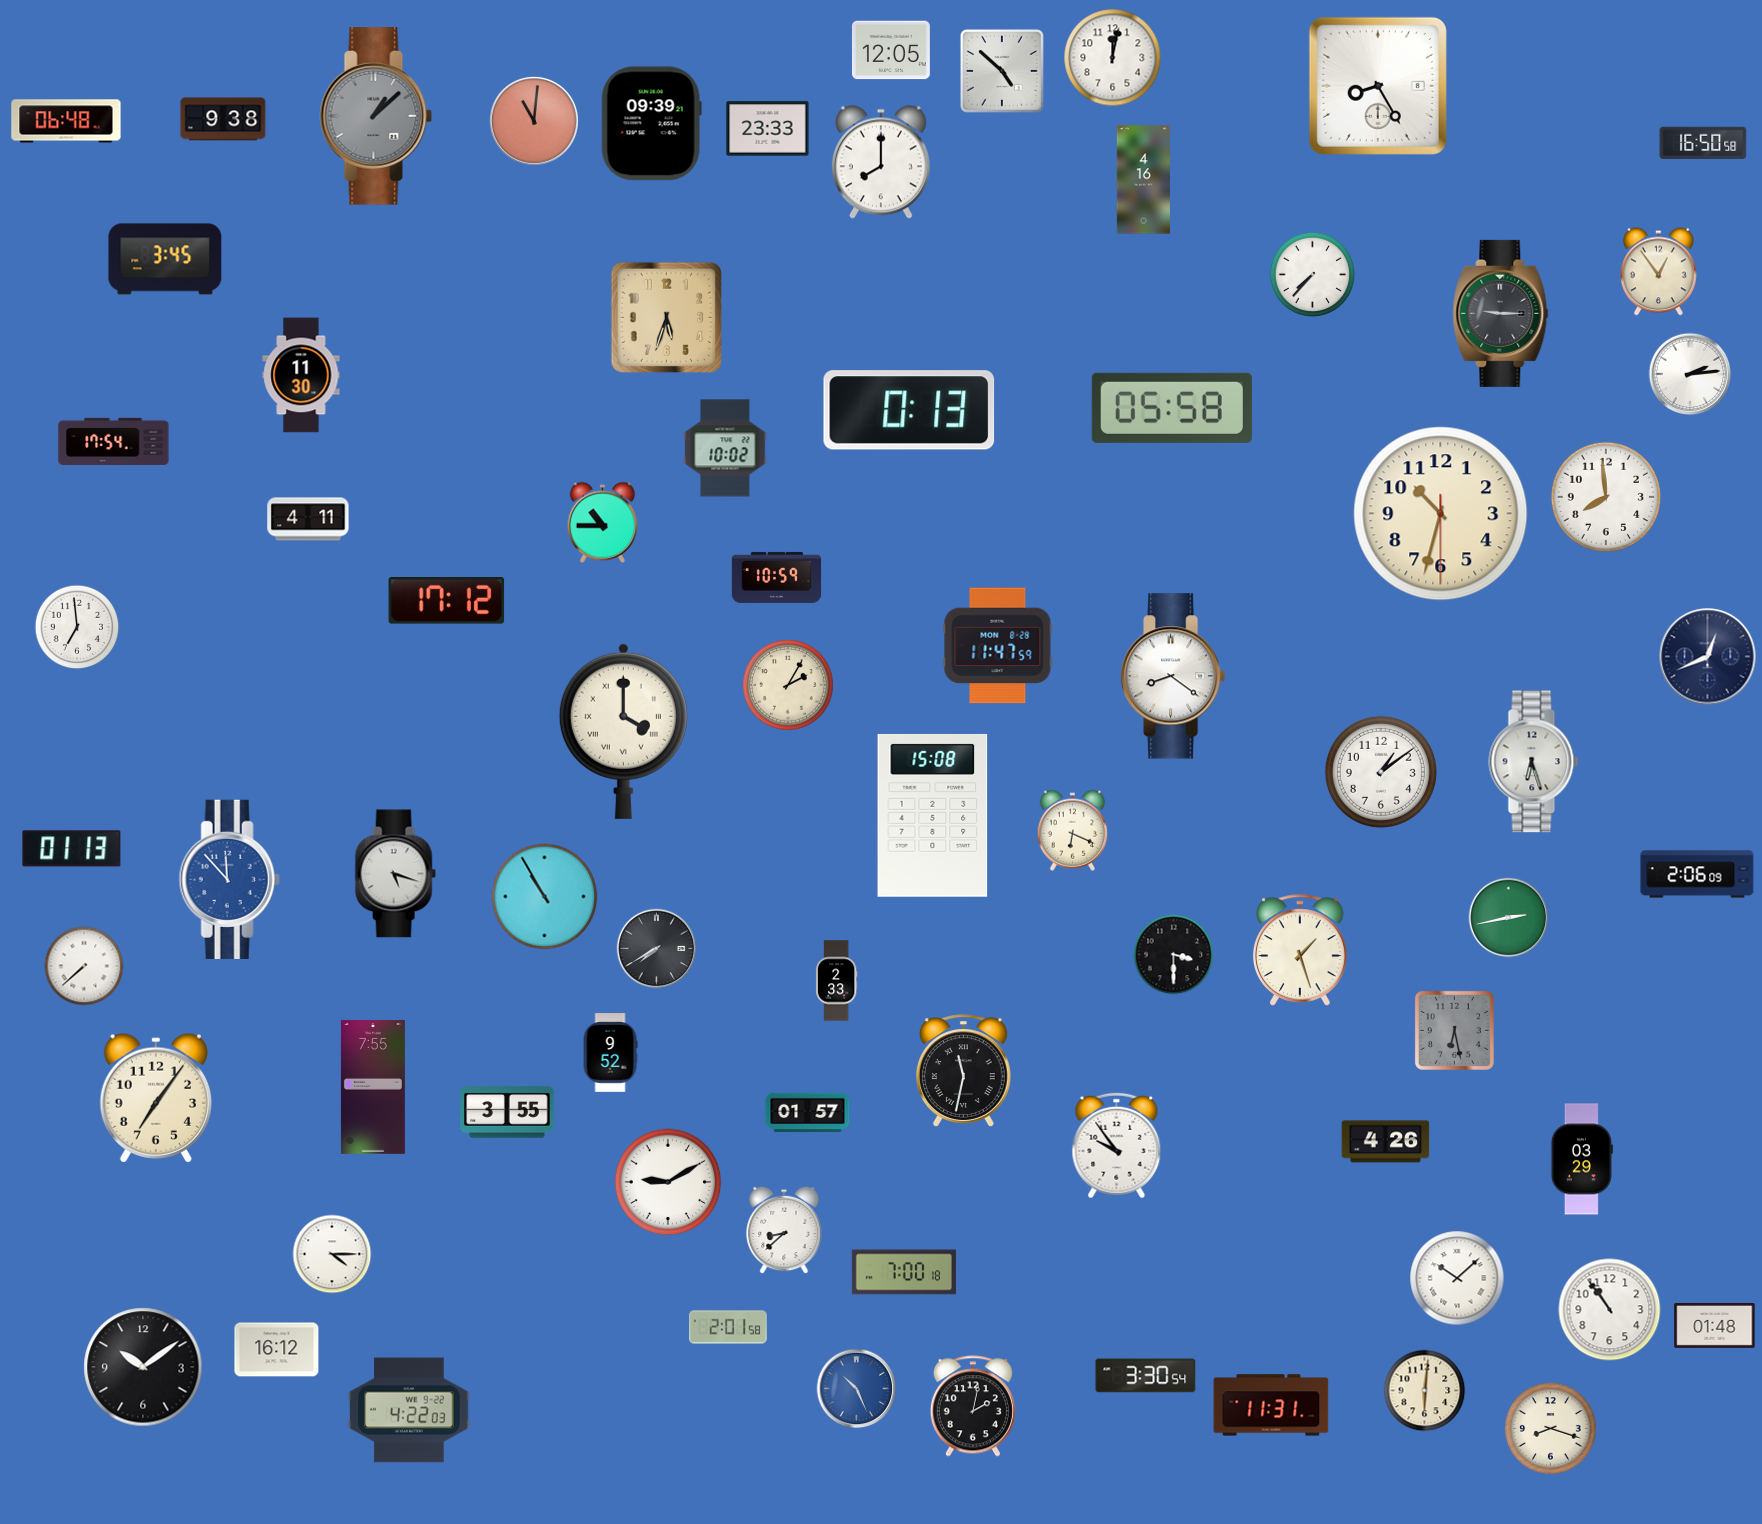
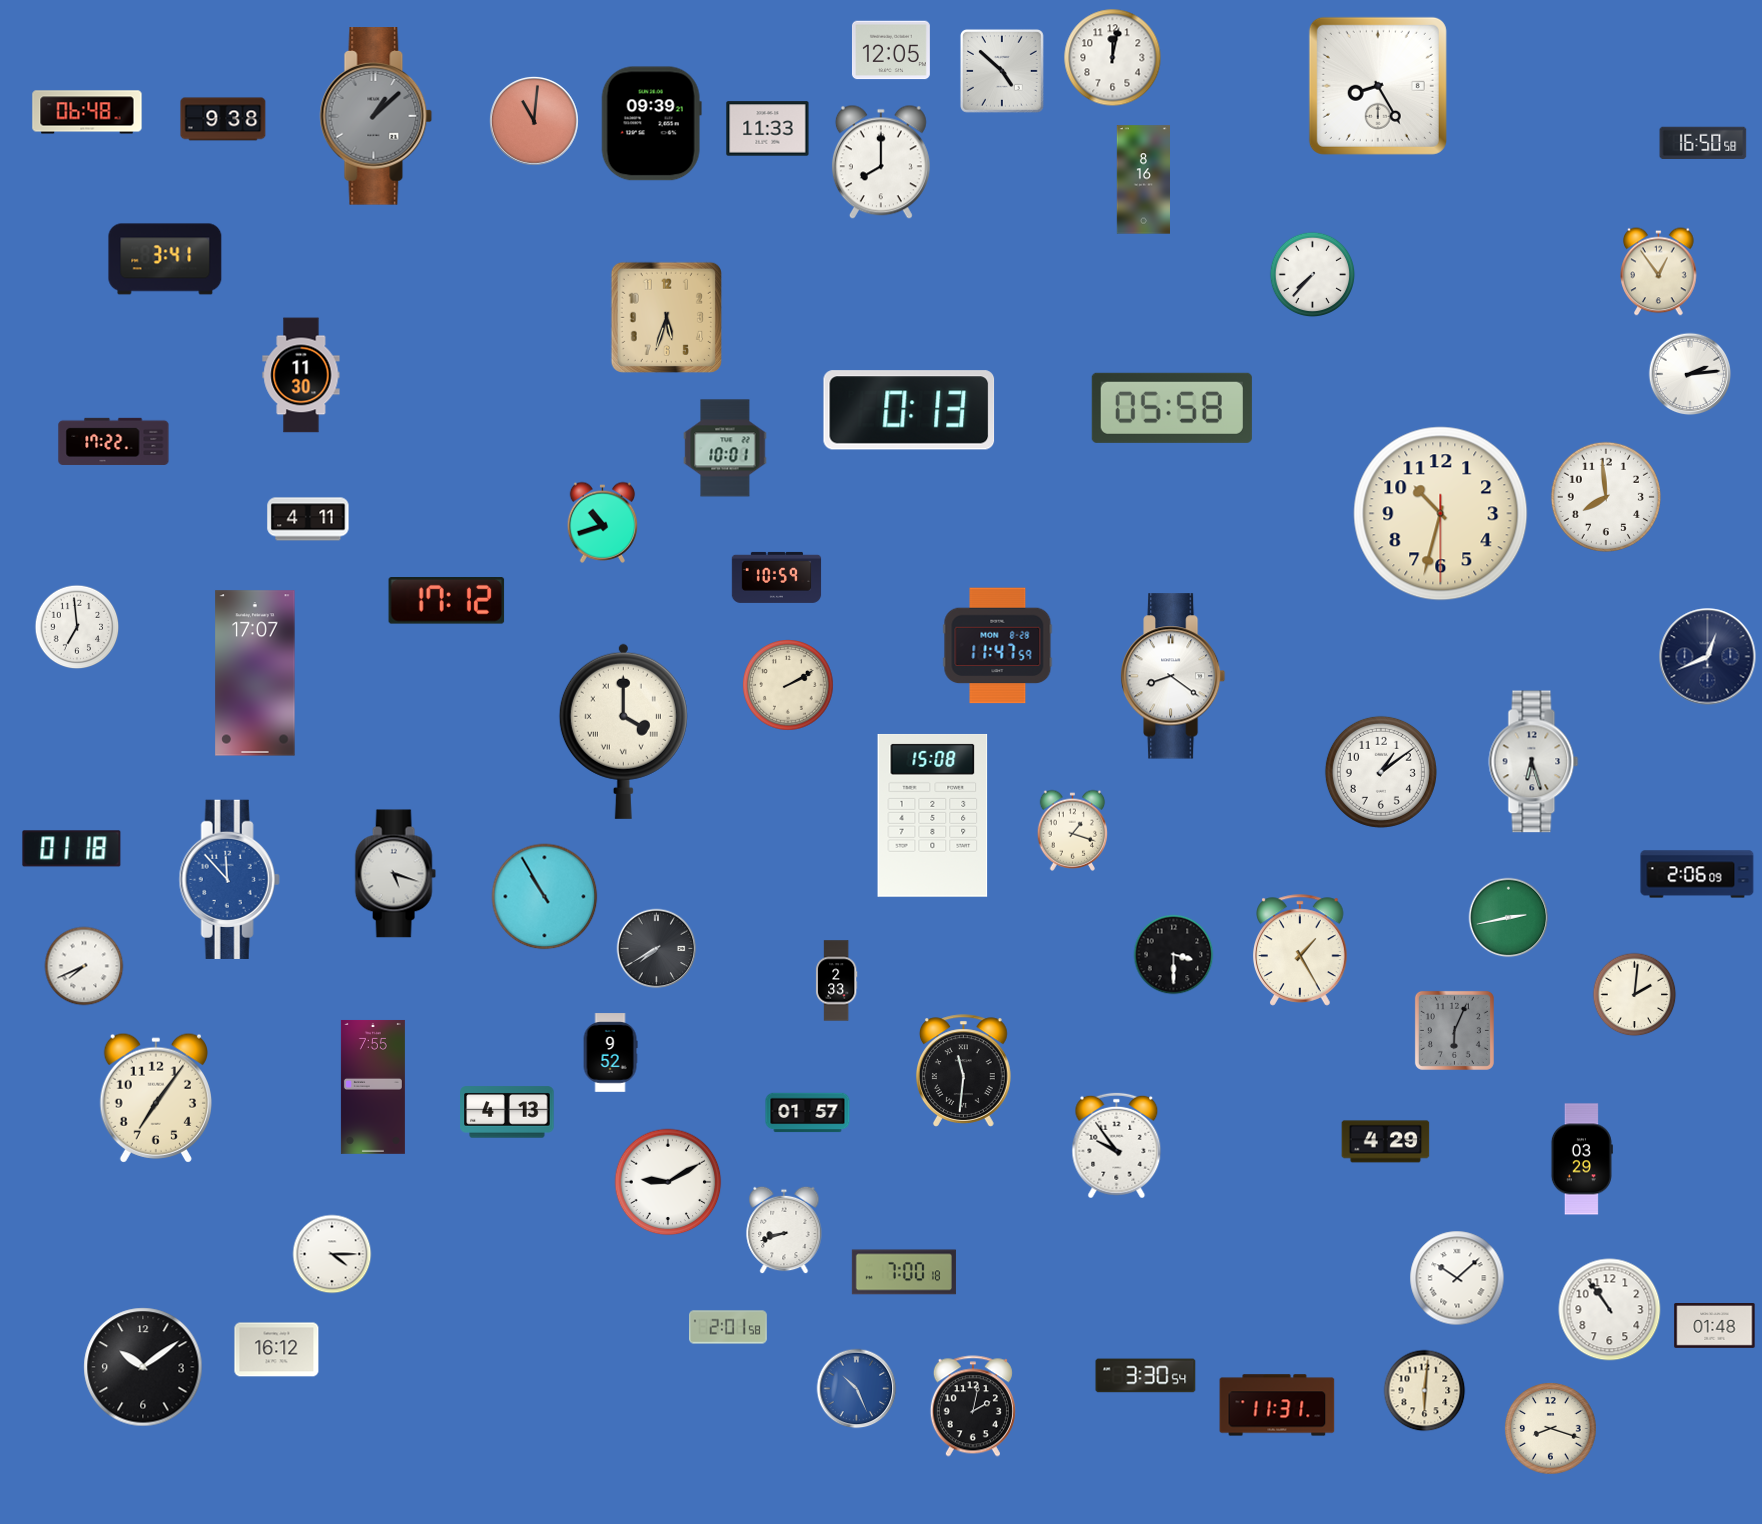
clock at (66, 121) position: (66, 121) -> (87, 112)
clock at (768, 129): 23:33 -> 11:33
clock at (1143, 180): 4:16 -> 8:16
clock at (165, 259): 3:45 -> 3:41
clock at (1501, 313): 9:15 -> none
clock at (114, 441): 17:54 -> 17:22
clock at (725, 448): 10:02 -> 10:01
clock at (603, 522): 10:45 -> 10:42
clock at (255, 673): none -> 17:07
clock at (788, 685): 2:05 -> 2:10
clock at (1073, 830): 6:19 -> 1:18
clock at (72, 849): 01:13 -> 01:18
clock at (1300, 950): 1:27 -> 1:25
clock at (84, 966): 7:38 -> 7:41
clock at (1635, 995): none -> 2:01
clock at (1454, 1030): 6:28 -> 6:04
clock at (963, 1071): 11:32 -> 11:31
clock at (507, 1112): 3:55 -> 4:13
clock at (1386, 1142): 4:26 -> 4:29
clock at (784, 1230): 8:38 -> 8:42
clock at (1271, 1405) position: (1271, 1405) -> (1277, 1405)
clock at (409, 1410): 4:22 -> none
